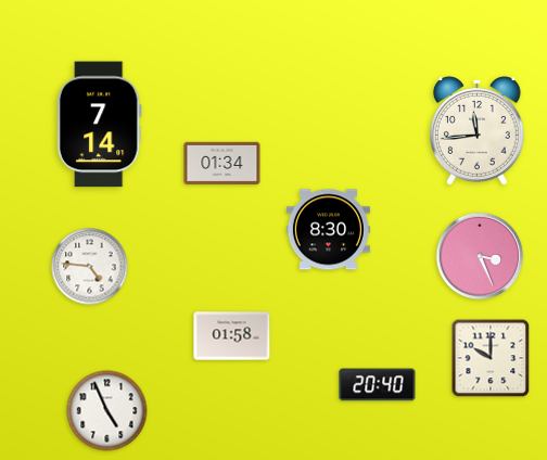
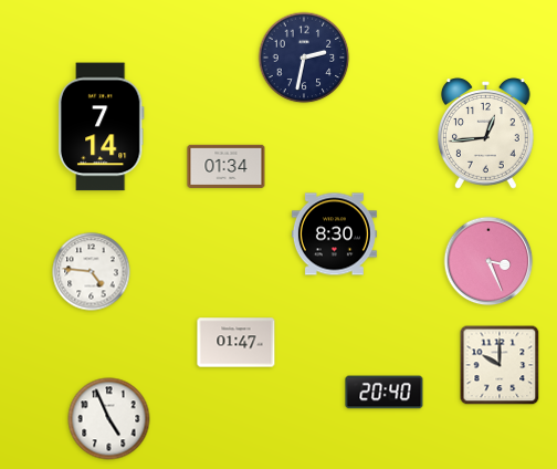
clock at (304, 58): none -> 2:32
clock at (478, 131): 11:44 -> 12:44
clock at (232, 336): 01:58 -> 01:47
